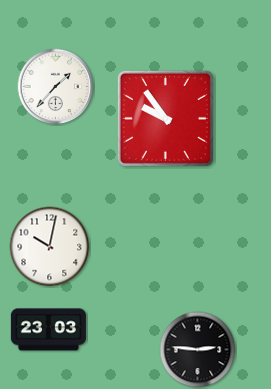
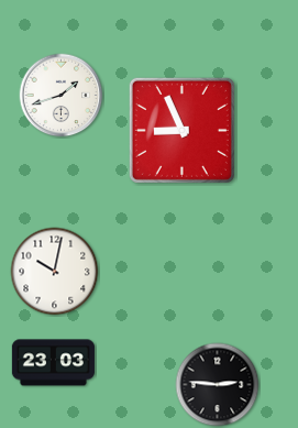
clock at (56, 87): 1:37 -> 1:42
clock at (165, 118): 9:54 -> 8:56
